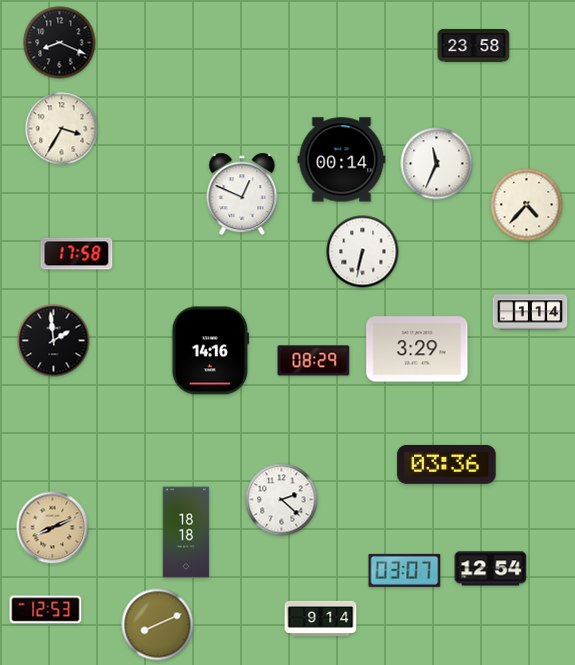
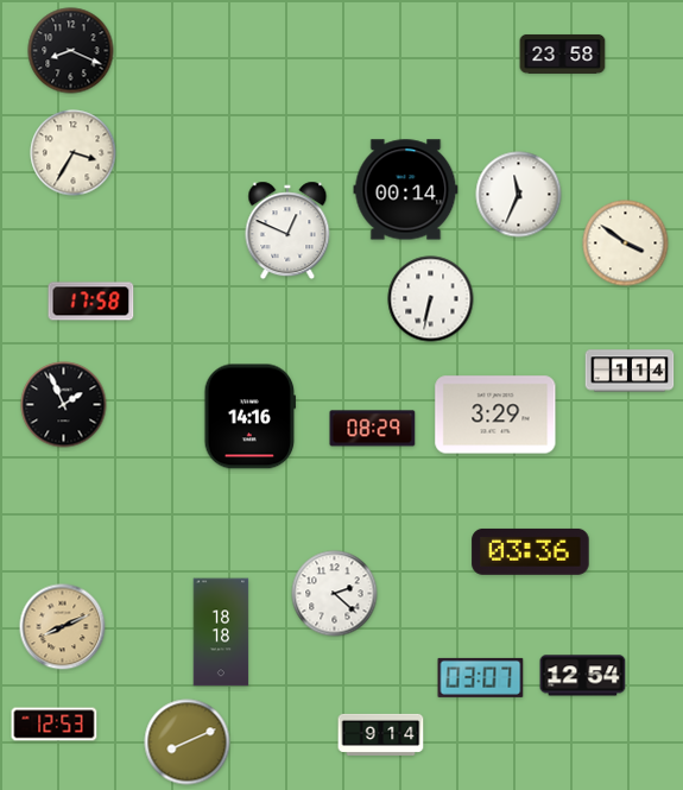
clock at (527, 205): 4:37 -> 3:51
clock at (54, 341): 1:59 -> 1:56
